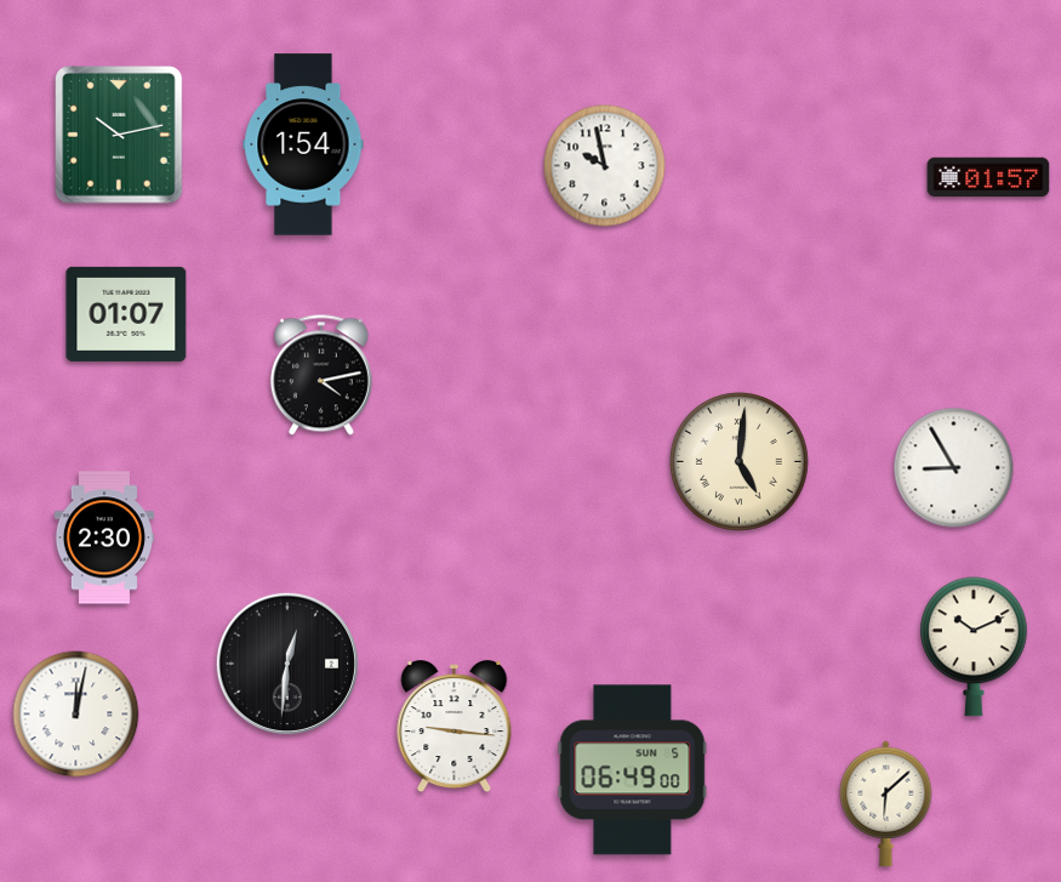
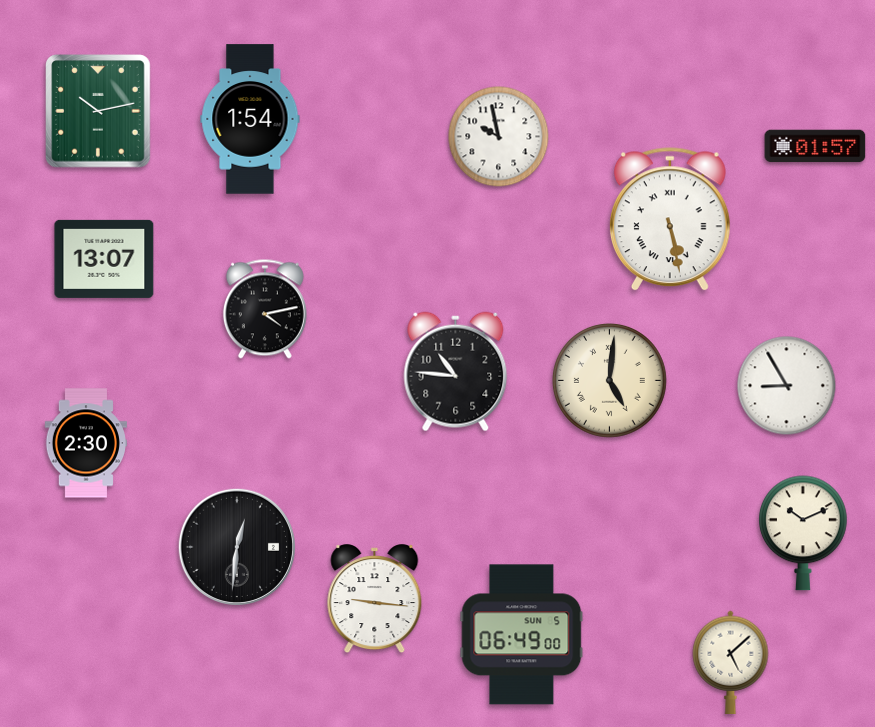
clock at (670, 220): none -> 5:28
clock at (126, 314): 01:07 -> 13:07
clock at (456, 372): none -> 10:46
clock at (76, 715): 12:02 -> none
clock at (886, 803): 6:08 -> 5:08
